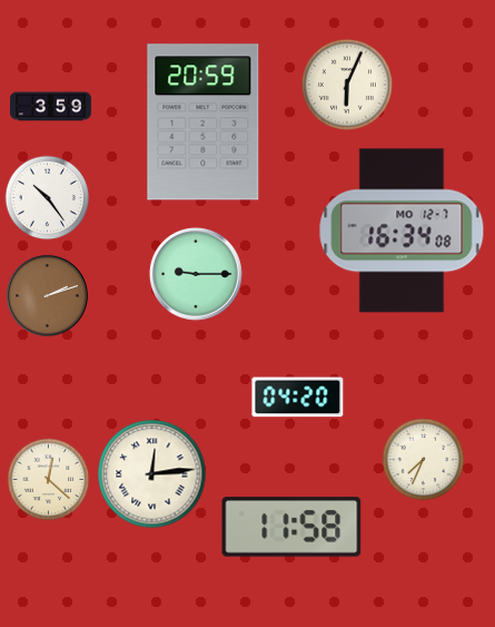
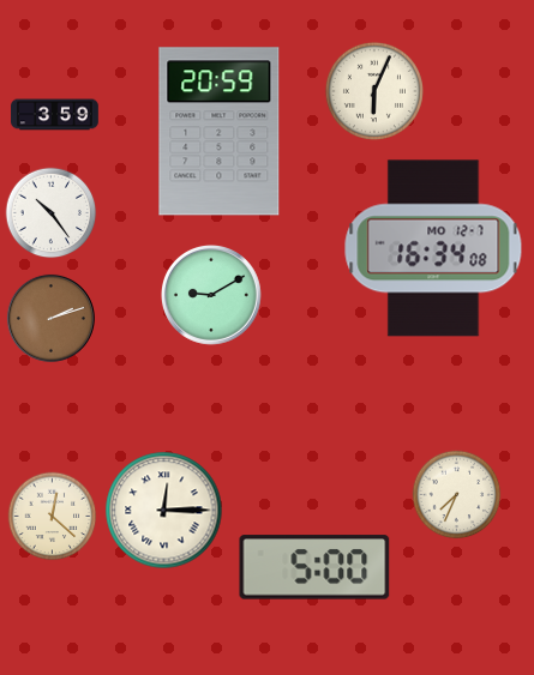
clock at (197, 275): 9:15 -> 9:10
clock at (298, 398): 04:20 -> none
clock at (152, 474): 12:14 -> 12:15
clock at (291, 527): 11:58 -> 5:00
